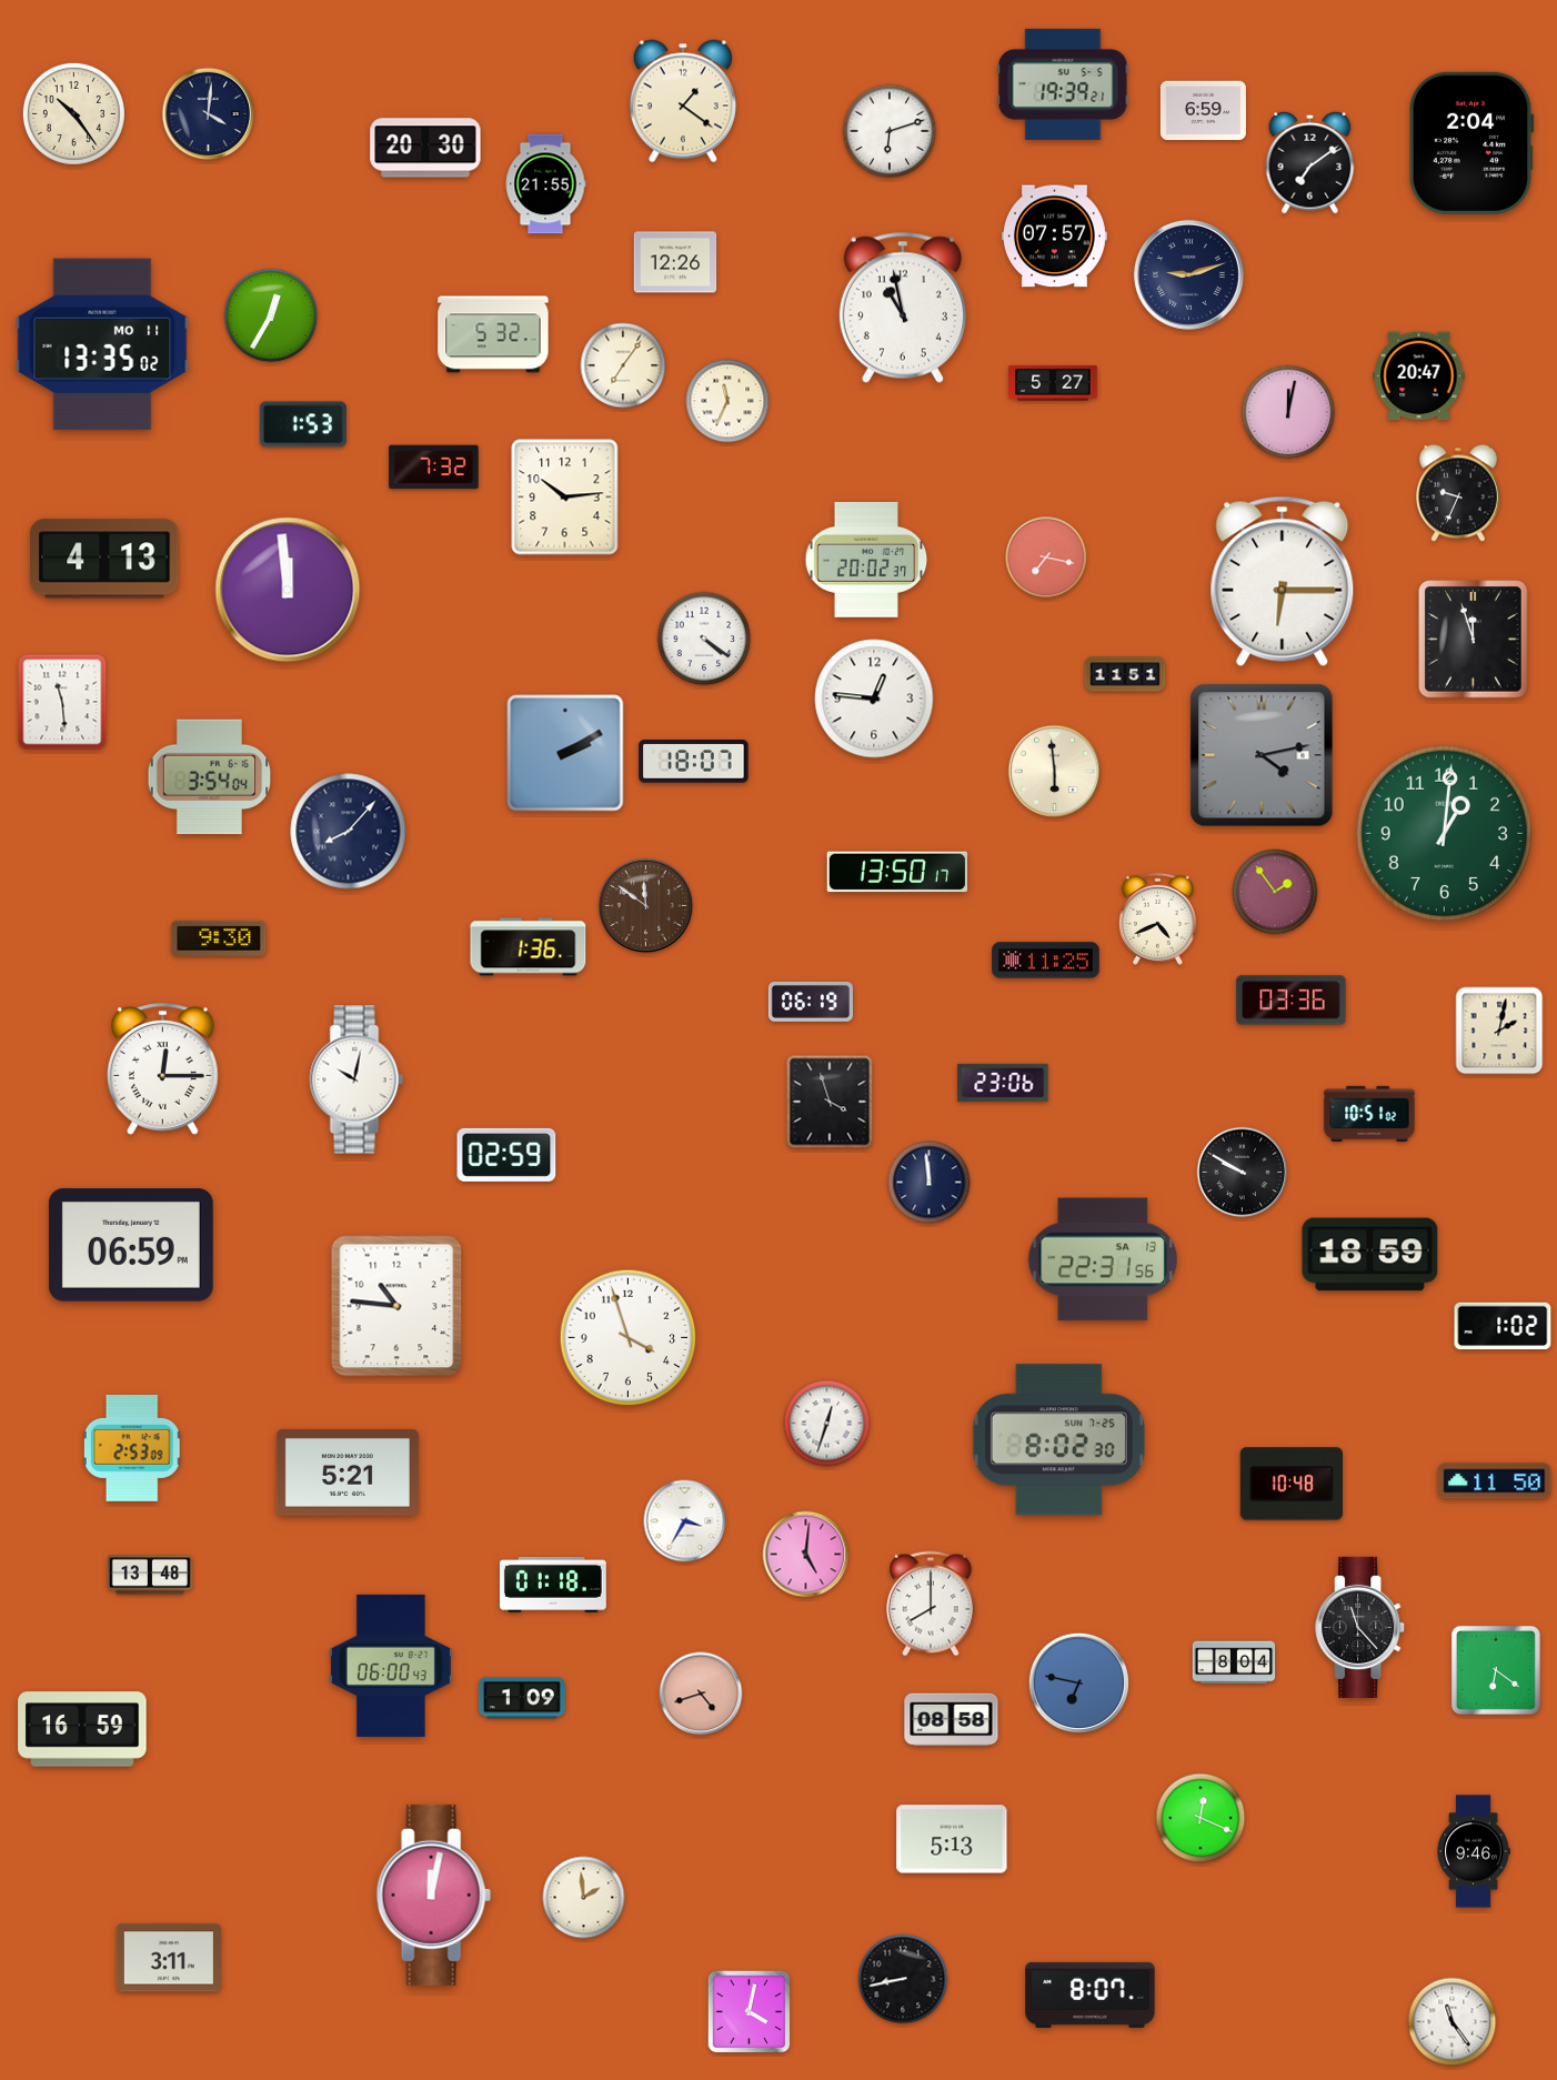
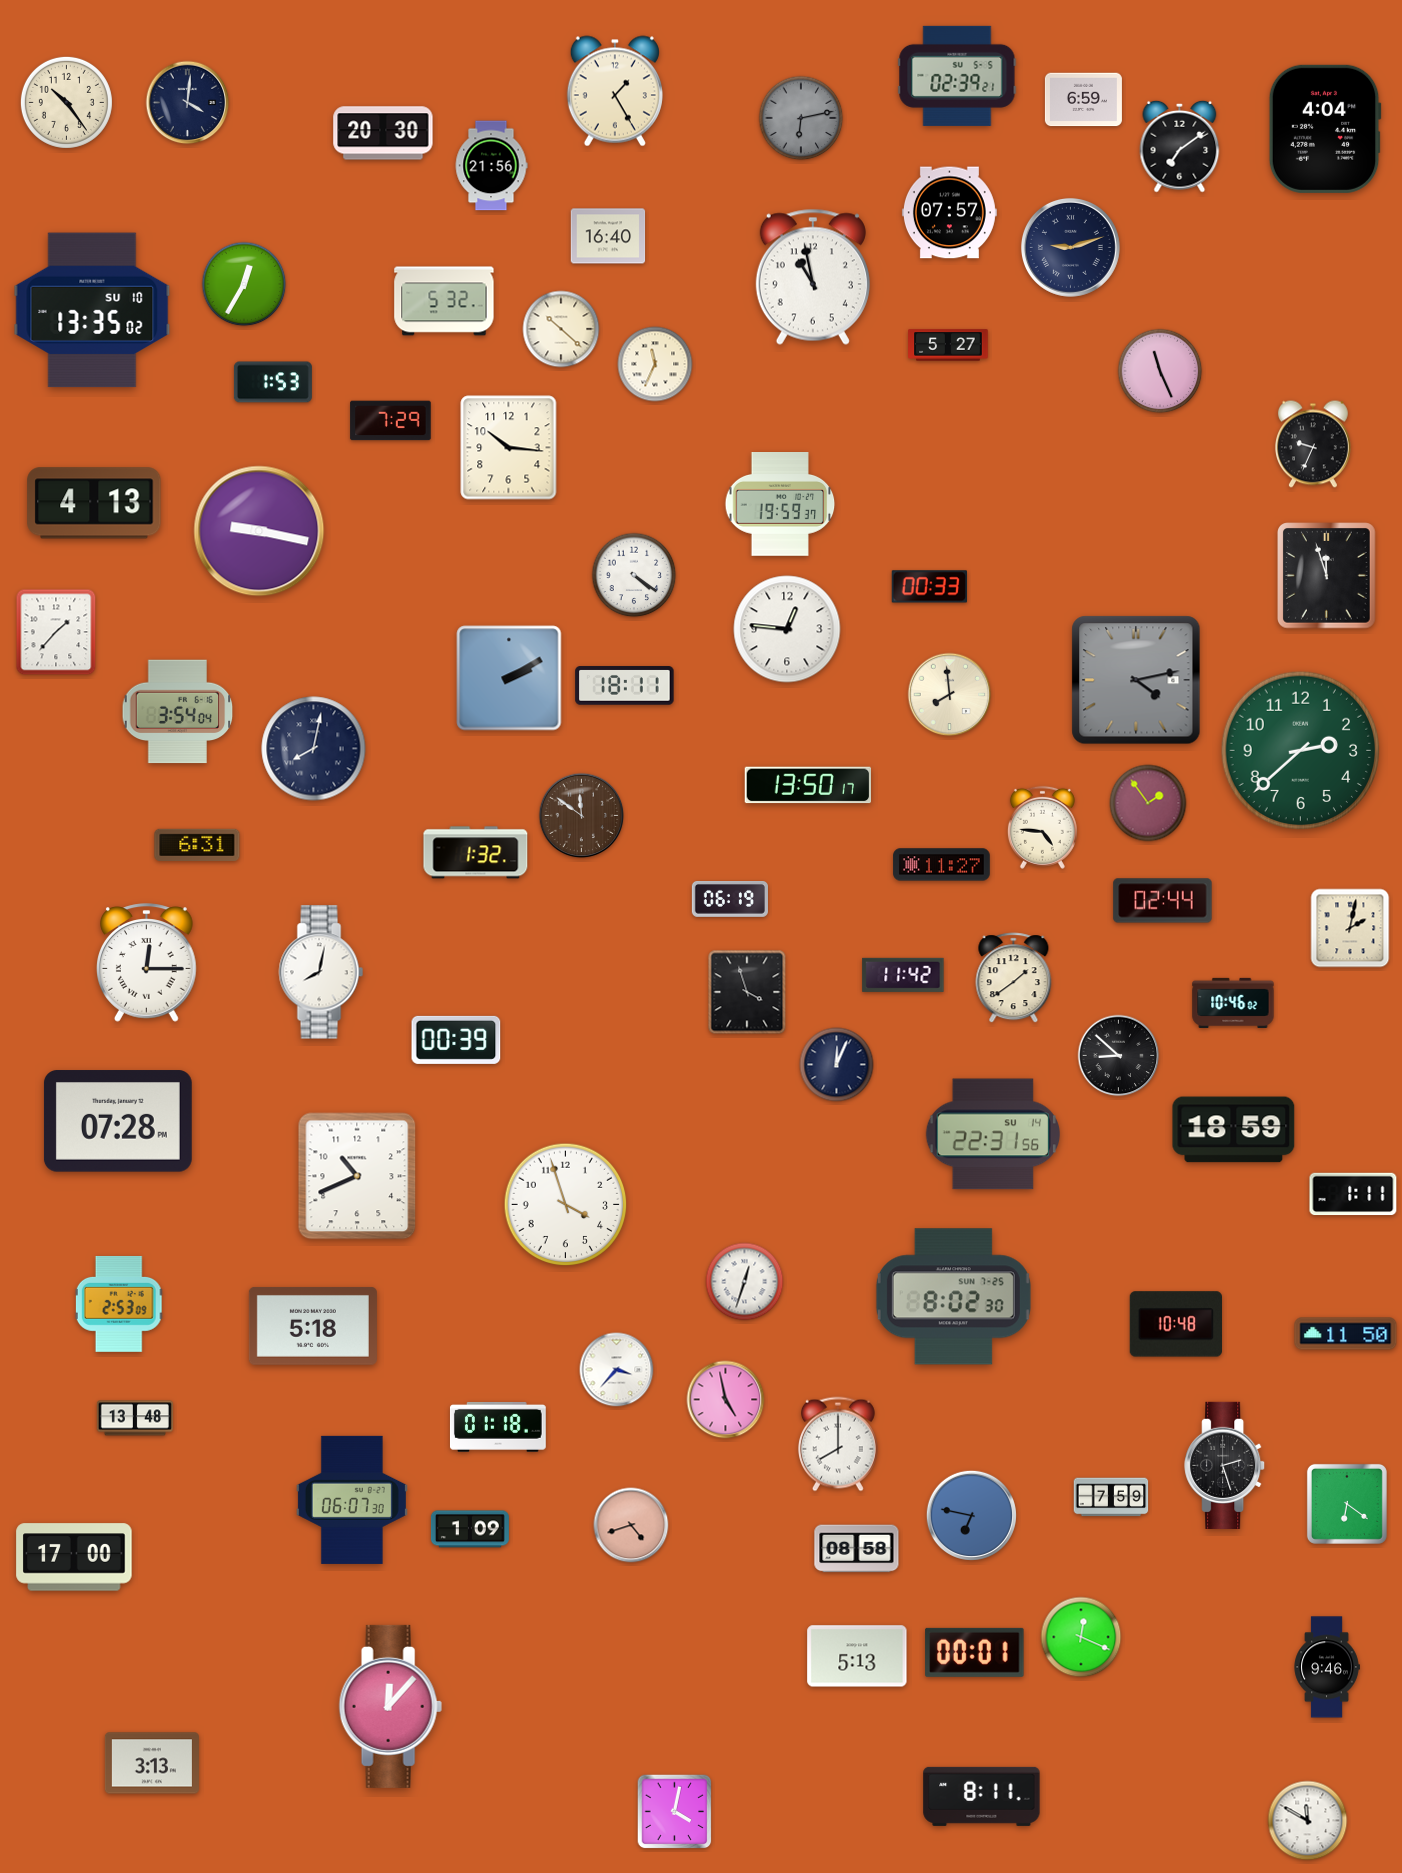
clock at (1063, 84): 19:39 -> 02:39
clock at (683, 101): 1:21 -> 1:25
clock at (890, 131): 6:12 -> 6:13
clock at (890, 131) dial: white -> grey
clock at (1471, 143): 2:04 -> 4:04
clock at (545, 184): 21:55 -> 21:56
clock at (675, 262): 12:26 -> 16:40
clock at (102, 344) date: MO 11 -> SU 10
clock at (623, 365): 7:06 -> 10:22
clock at (1419, 376): 20:47 -> none
clock at (727, 401) position: (727, 401) -> (655, 364)
clock at (1288, 412): 12:02 -> 11:26
clock at (434, 468): 7:32 -> 7:29
clock at (565, 498): 10:14 -> 10:16
clock at (1046, 557): 7:17 -> none
clock at (866, 561): 20:02 -> 19:59
clock at (1283, 581): 6:15 -> none
clock at (288, 590): 11:59 -> 9:17
clock at (929, 587): none -> 00:33
clock at (1125, 674): 11:51 -> none
clock at (62, 702): 11:29 -> 1:37
clock at (694, 762): 18:07 -> 18:11
clock at (1055, 772): 5:59 -> 7:59
clock at (210, 777) position: (210, 777) -> (178, 712)
clock at (349, 832): 8:07 -> 8:02
clock at (1445, 834): 1:01 -> 2:38
clock at (1157, 918): 4:41 -> 4:46
clock at (219, 938): 9:30 -> 6:31
clock at (529, 947): 1:36 -> 1:32
clock at (1046, 961): 11:25 -> 11:27
clock at (1292, 1001): 03:36 -> 02:44
clock at (811, 1003) position: (811, 1003) -> (730, 900)
clock at (356, 1079): 10:02 -> 8:02
clock at (1003, 1083): 23:06 -> 11:42
clock at (1014, 978): none -> 1:39
clock at (1369, 1114): 10:51 -> 10:46
clock at (506, 1155): 02:59 -> 00:39
clock at (1243, 1173): 9:50 -> 8:52
clock at (930, 1183): 11:59 -> 12:04
clock at (131, 1245): 06:59 -> 07:28
clock at (1103, 1259) date: SA 13 -> SU 14
clock at (396, 1306): 10:46 -> 10:41
clock at (1503, 1326): 1:02 -> 1:11
clock at (348, 1473): 5:21 -> 5:18
clock at (1290, 1484) position: (1290, 1484) -> (1175, 1324)
clock at (685, 1521): 3:35 -> 3:37
clock at (806, 1555): 5:01 -> 4:58
clock at (1360, 1627): 11:23 -> 2:27
clock at (1234, 1662): 8:04 -> 7:59
clock at (391, 1666): 06:00 -> 06:07
clock at (82, 1729): 16:59 -> 17:00
clock at (975, 1652): none -> 00:01
clock at (433, 1895): 12:02 -> 12:07
clock at (584, 1898): 1:59 -> none
clock at (169, 1958): 3:11 -> 3:13
clock at (903, 1979): 8:43 -> none
clock at (1091, 1994): 8:07 -> 8:11
clock at (1453, 2022): 11:24 -> 11:50
